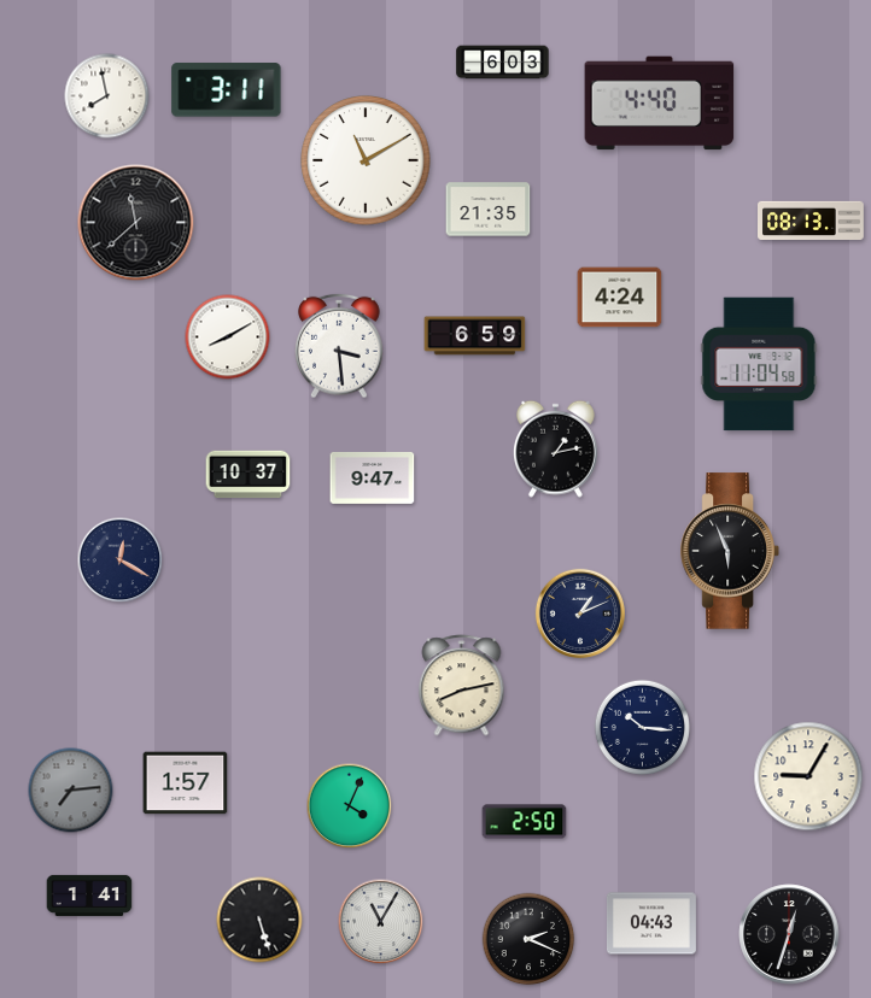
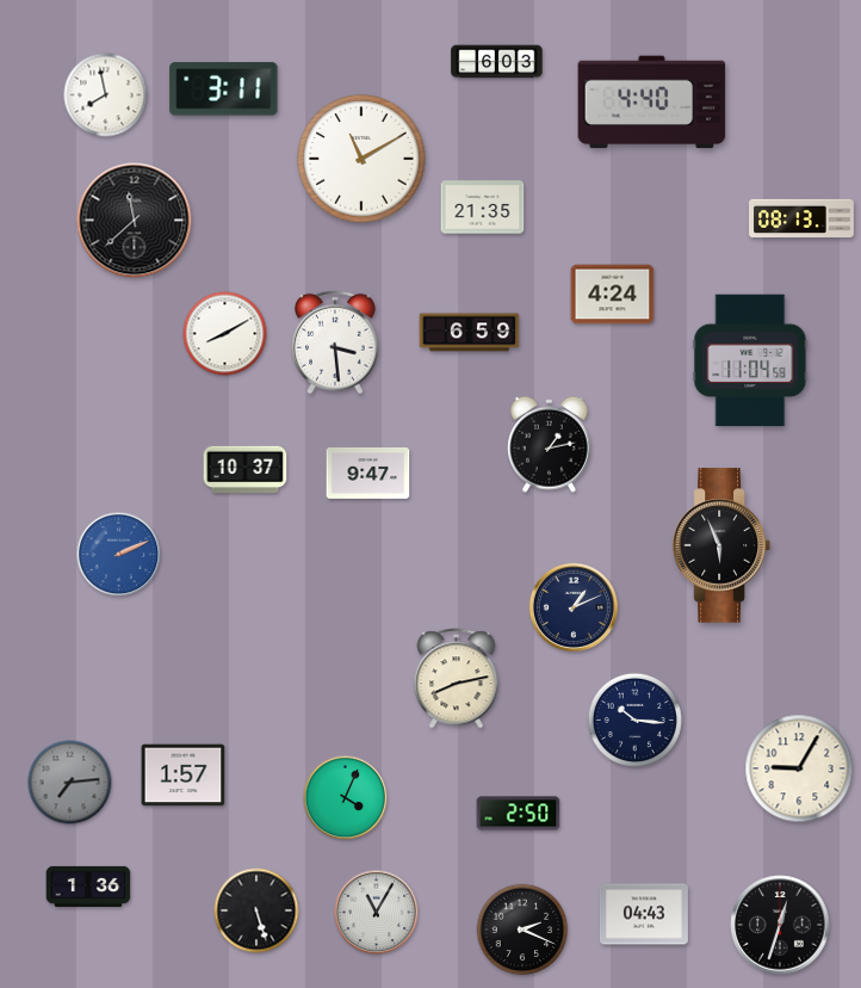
clock at (121, 560): 12:20 -> 2:11
clock at (121, 560) dial: navy -> blue
clock at (89, 896): 1:41 -> 1:36
